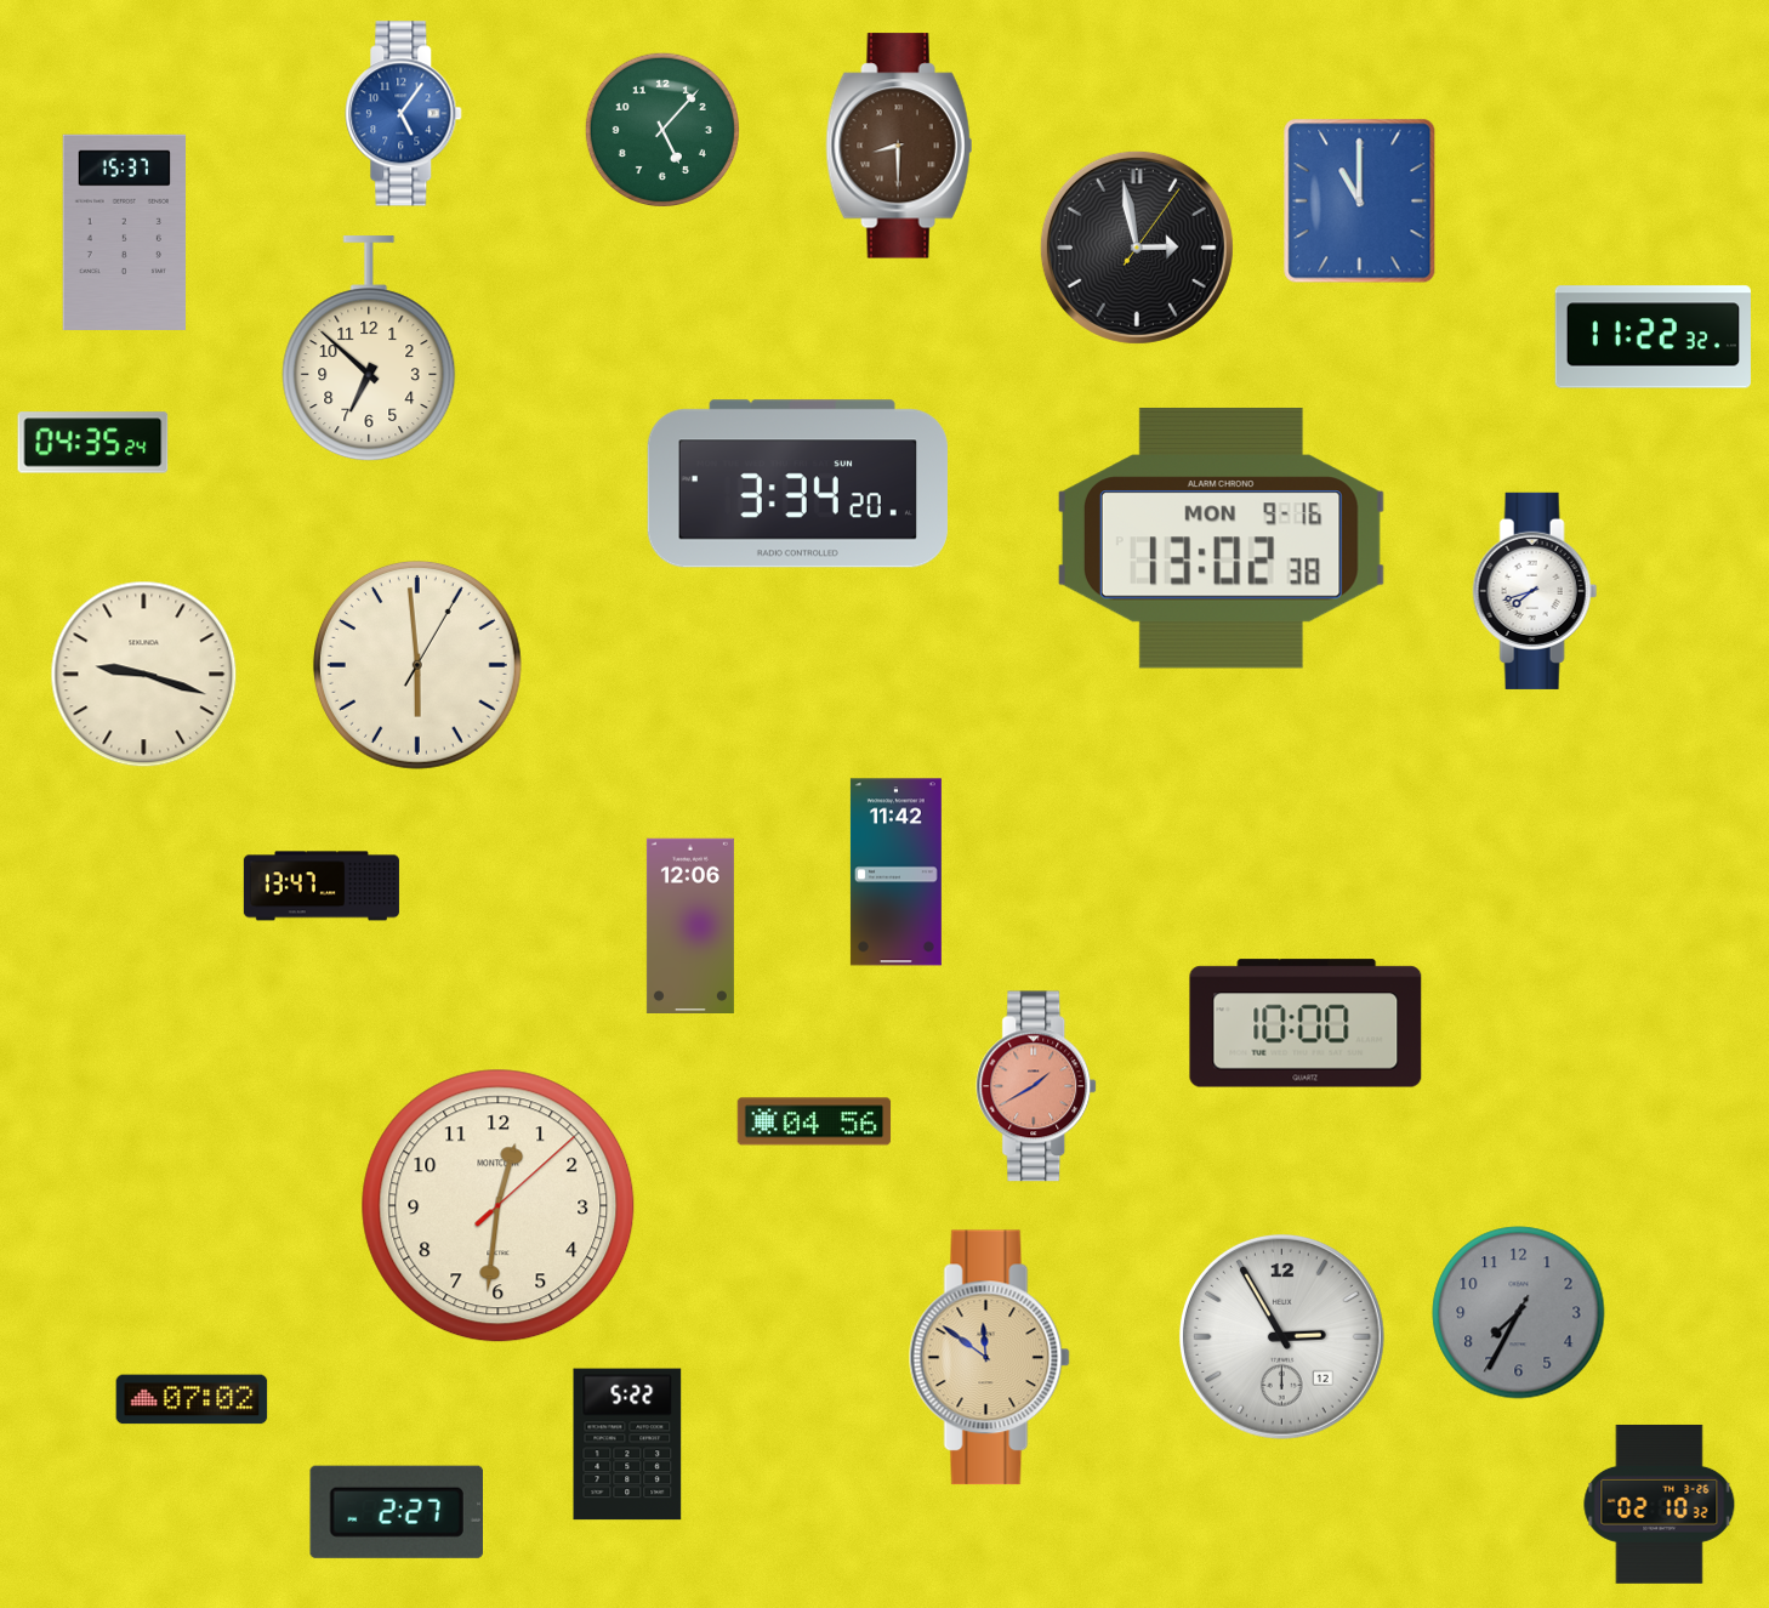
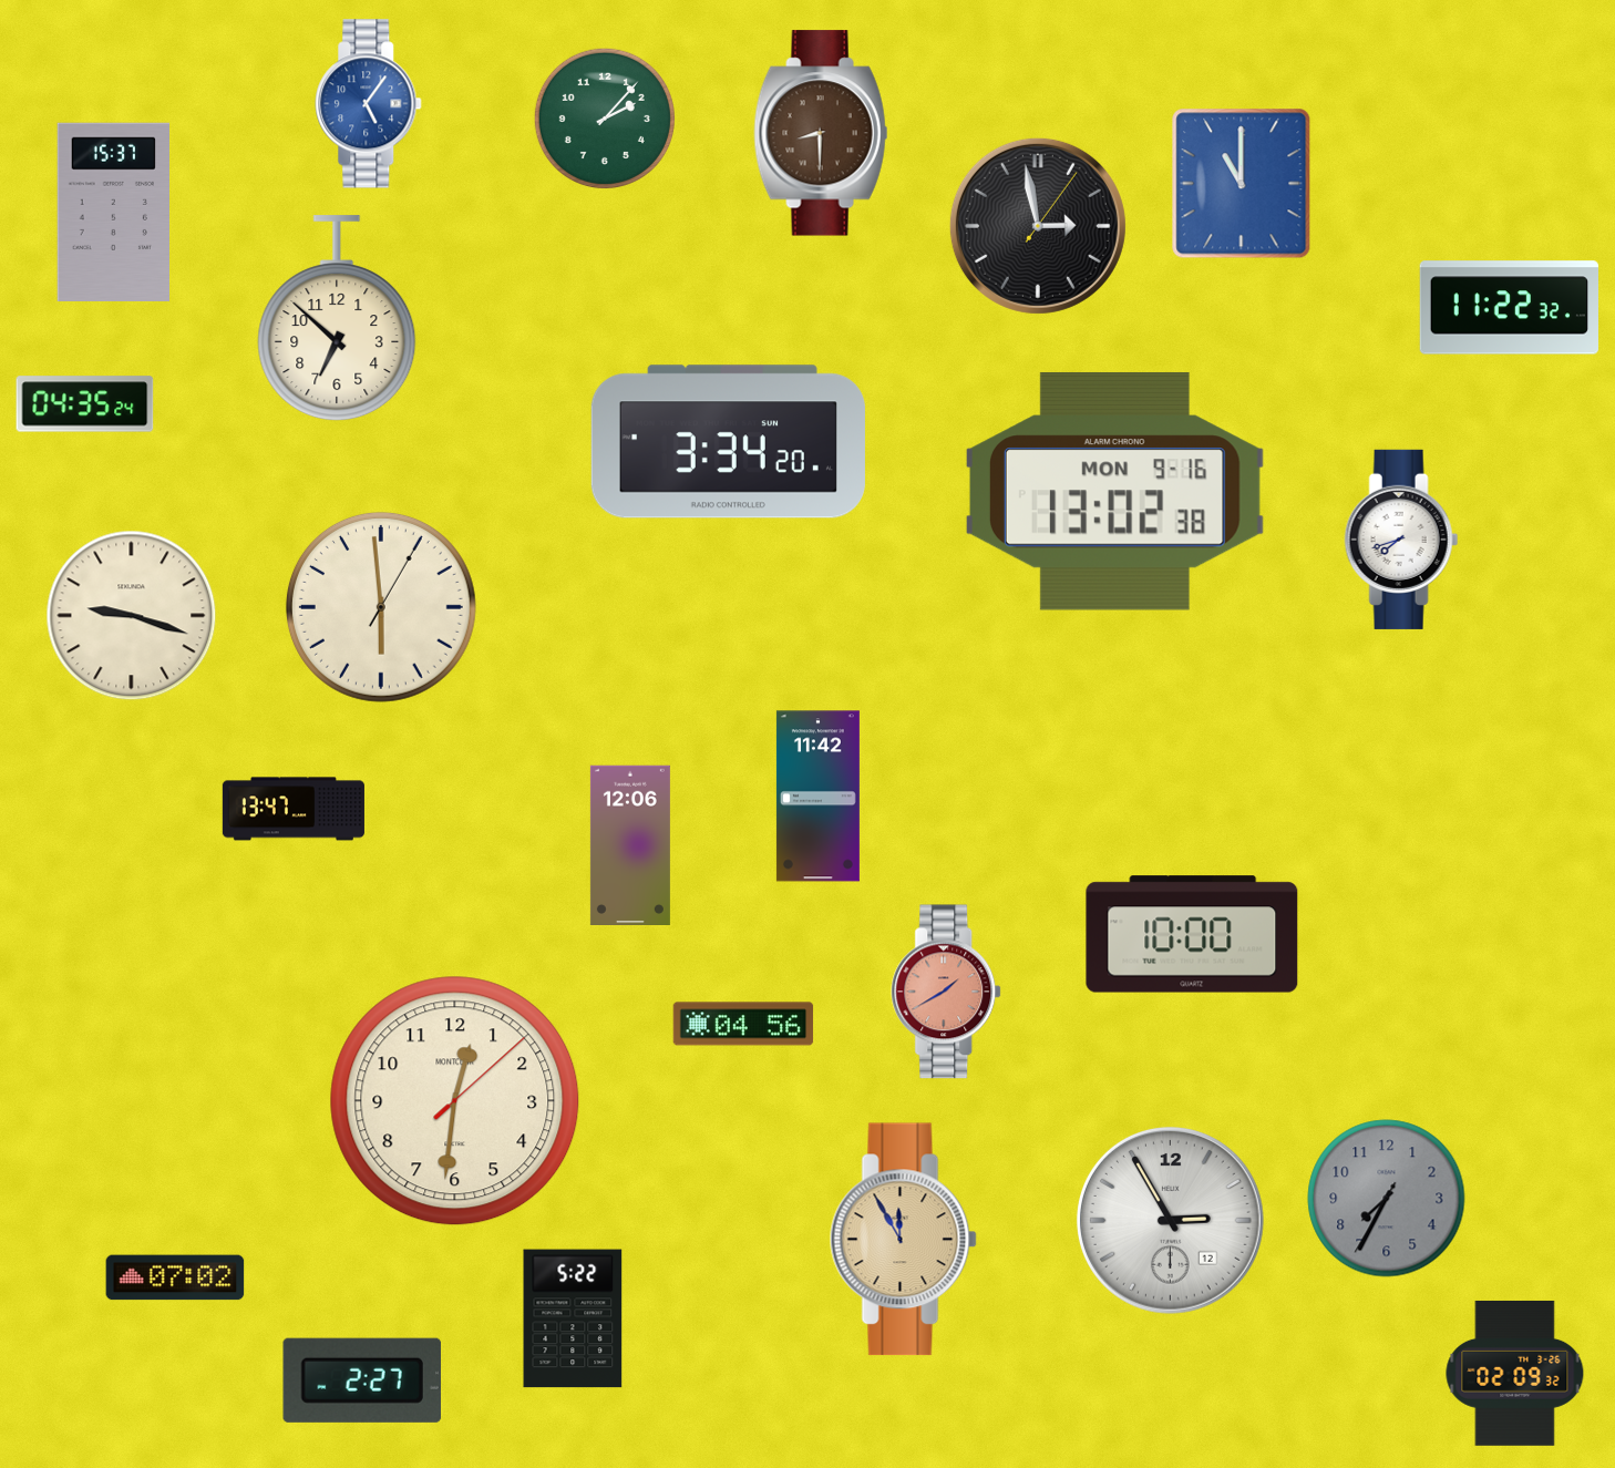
clock at (662, 130): 5:07 -> 2:07
clock at (989, 1358): 11:51 -> 11:55
clock at (1660, 1504): 02:10 -> 02:09
